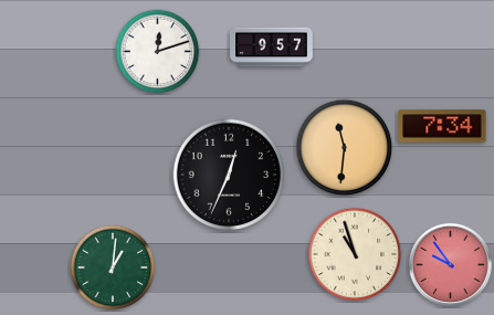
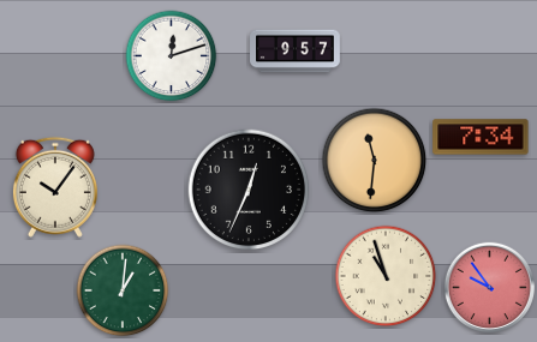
clock at (55, 187): none -> 10:06
